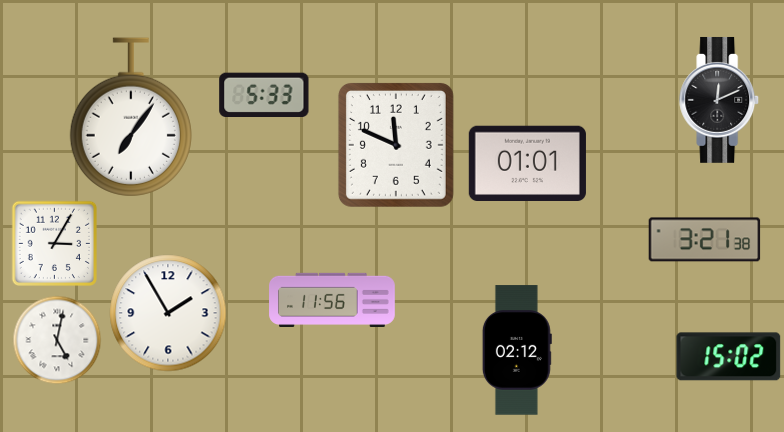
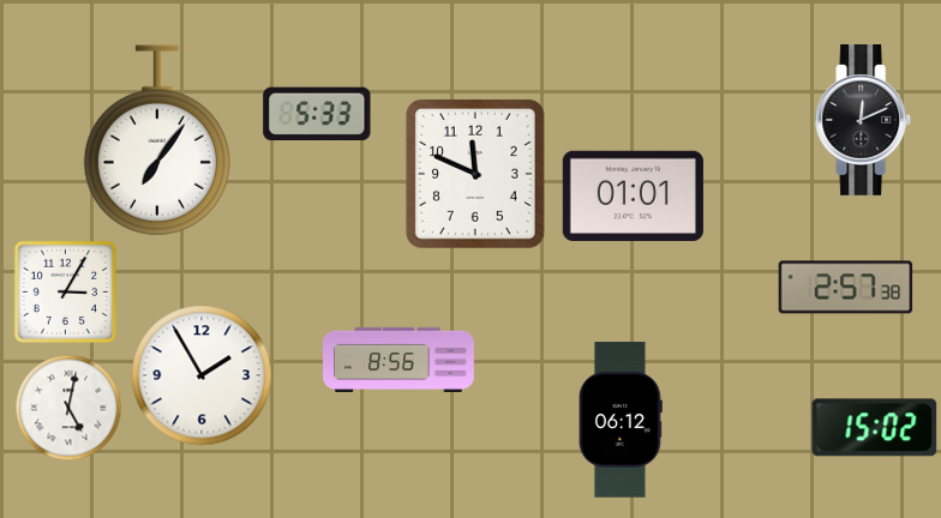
clock at (705, 240): 3:21 -> 2:57
clock at (332, 299): 11:56 -> 8:56
clock at (517, 350): 02:12 -> 06:12
